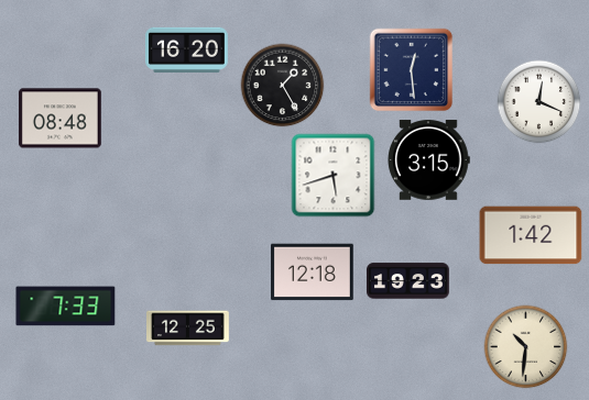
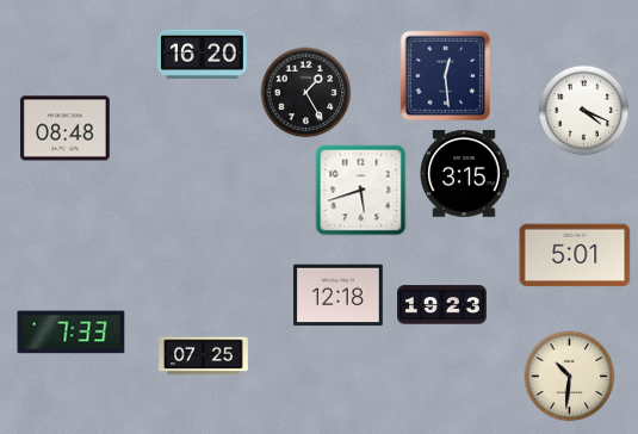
clock at (539, 102): 12:19 -> 4:19
clock at (531, 235): 1:42 -> 5:01
clock at (188, 329): 12:25 -> 07:25
